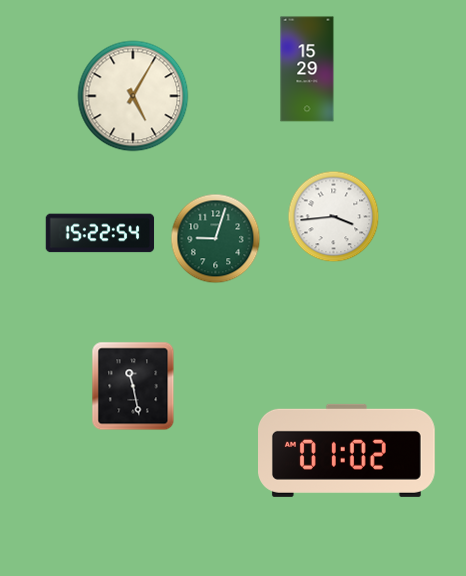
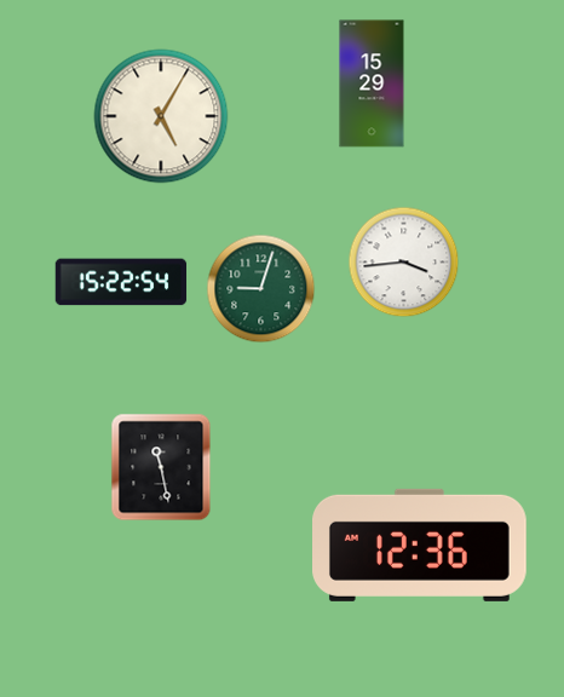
clock at (347, 450): 01:02 -> 12:36
